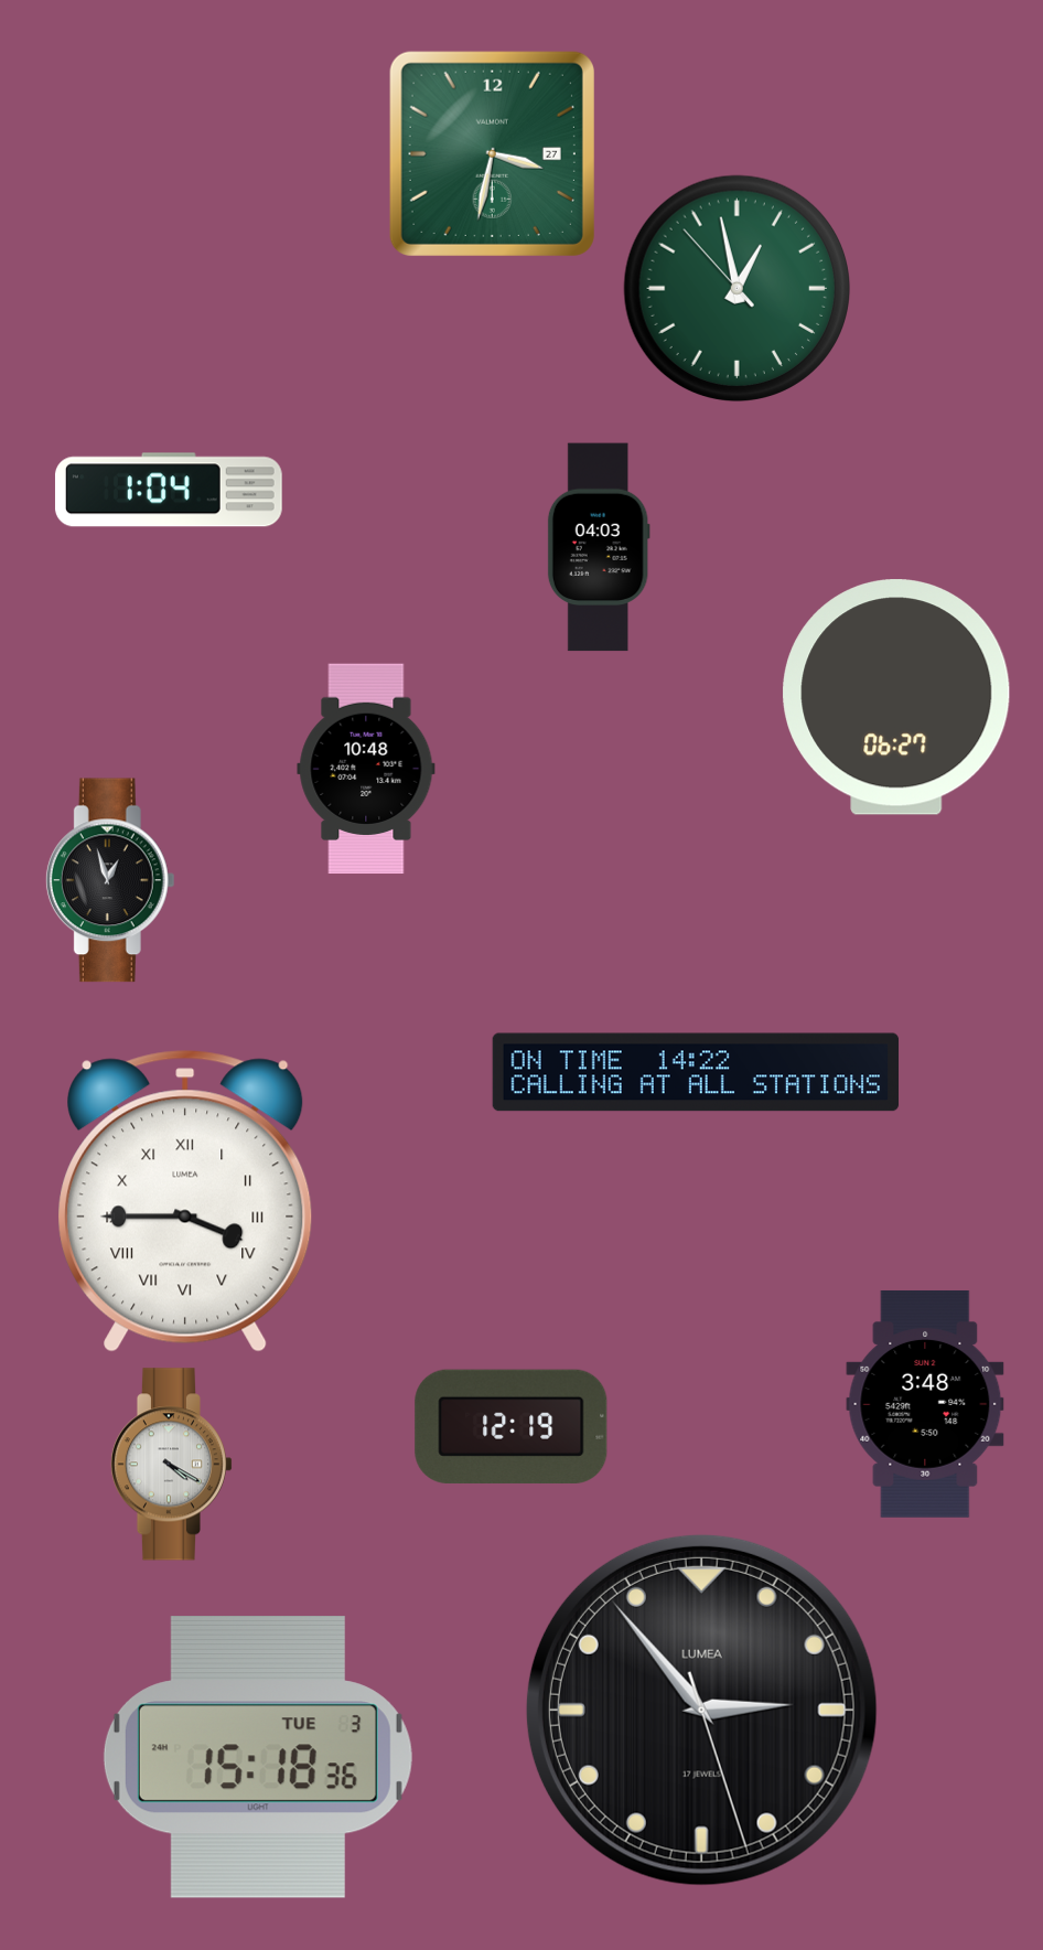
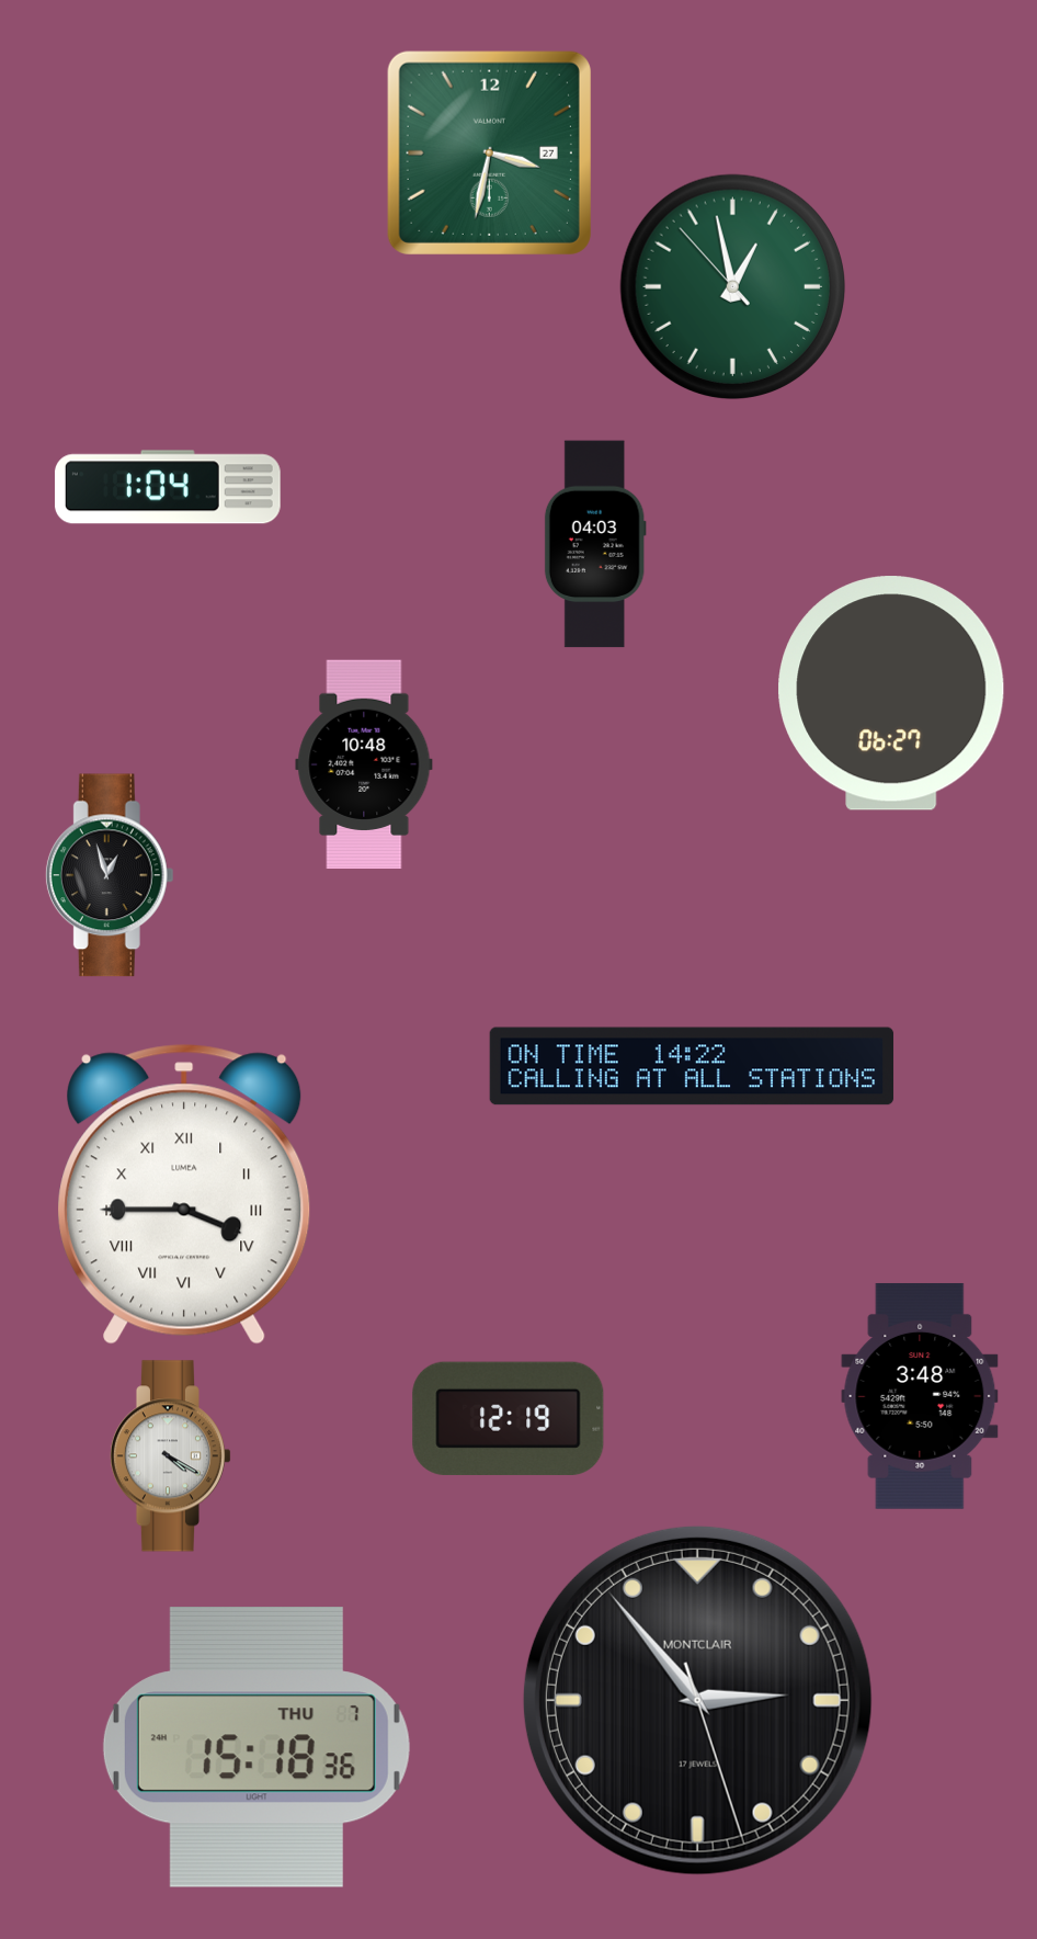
clock at (701, 1710) brand: LUMEA -> MONTCLAIR
clock at (258, 1757) date: TUE 3 -> THU 7
